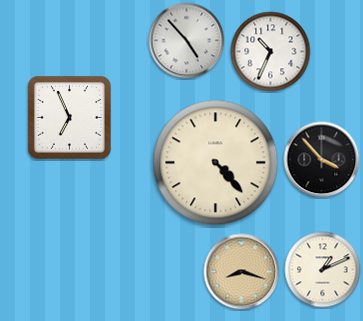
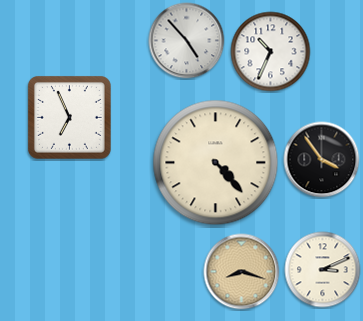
clock at (322, 160): 3:53 -> 3:54
clock at (323, 270): 1:11 -> 3:11
